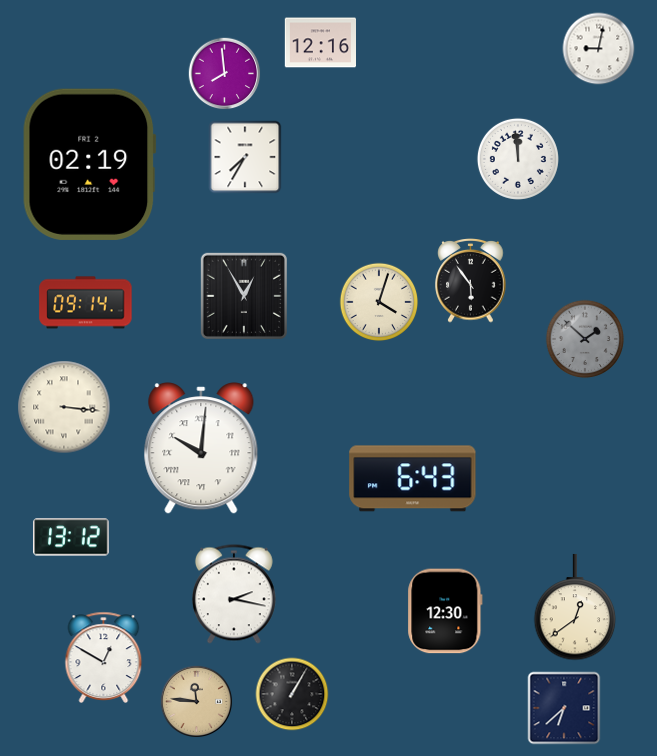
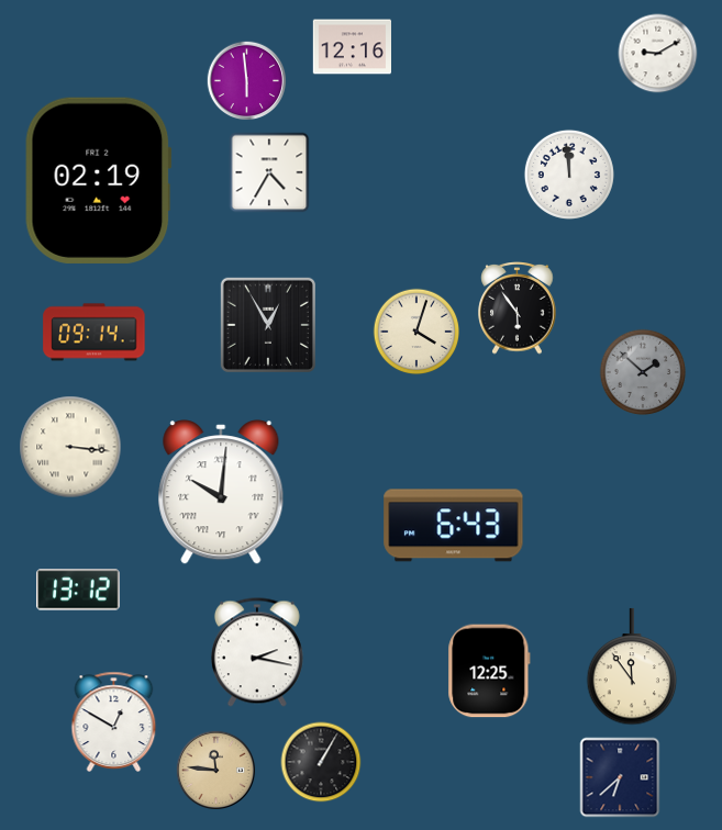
clock at (599, 49): 9:02 -> 9:10
clock at (225, 74): 7:59 -> 5:59
clock at (245, 157): 7:35 -> 4:35
clock at (575, 607): 12:39 -> 11:54
clock at (445, 611): 12:30 -> 12:25
